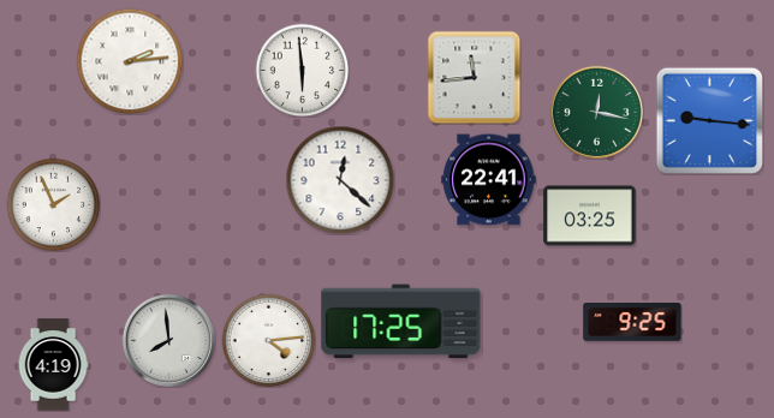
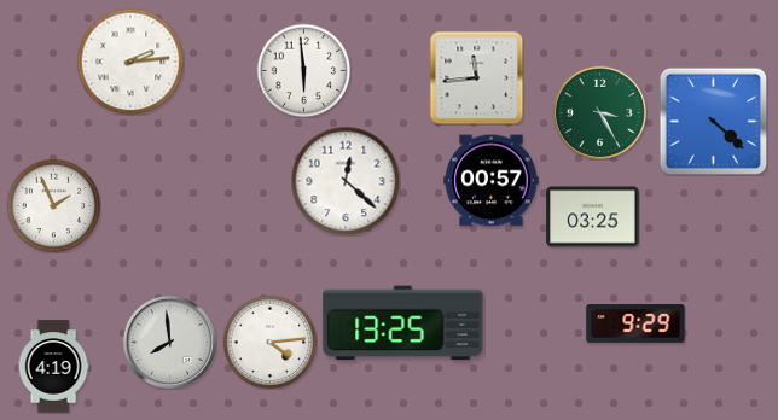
clock at (596, 112): 12:17 -> 3:25
clock at (709, 120): 9:16 -> 4:22
clock at (340, 180) position: (340, 180) -> (346, 181)
clock at (489, 180): 22:41 -> 00:57
clock at (401, 322): 17:25 -> 13:25
clock at (632, 323): 9:25 -> 9:29
